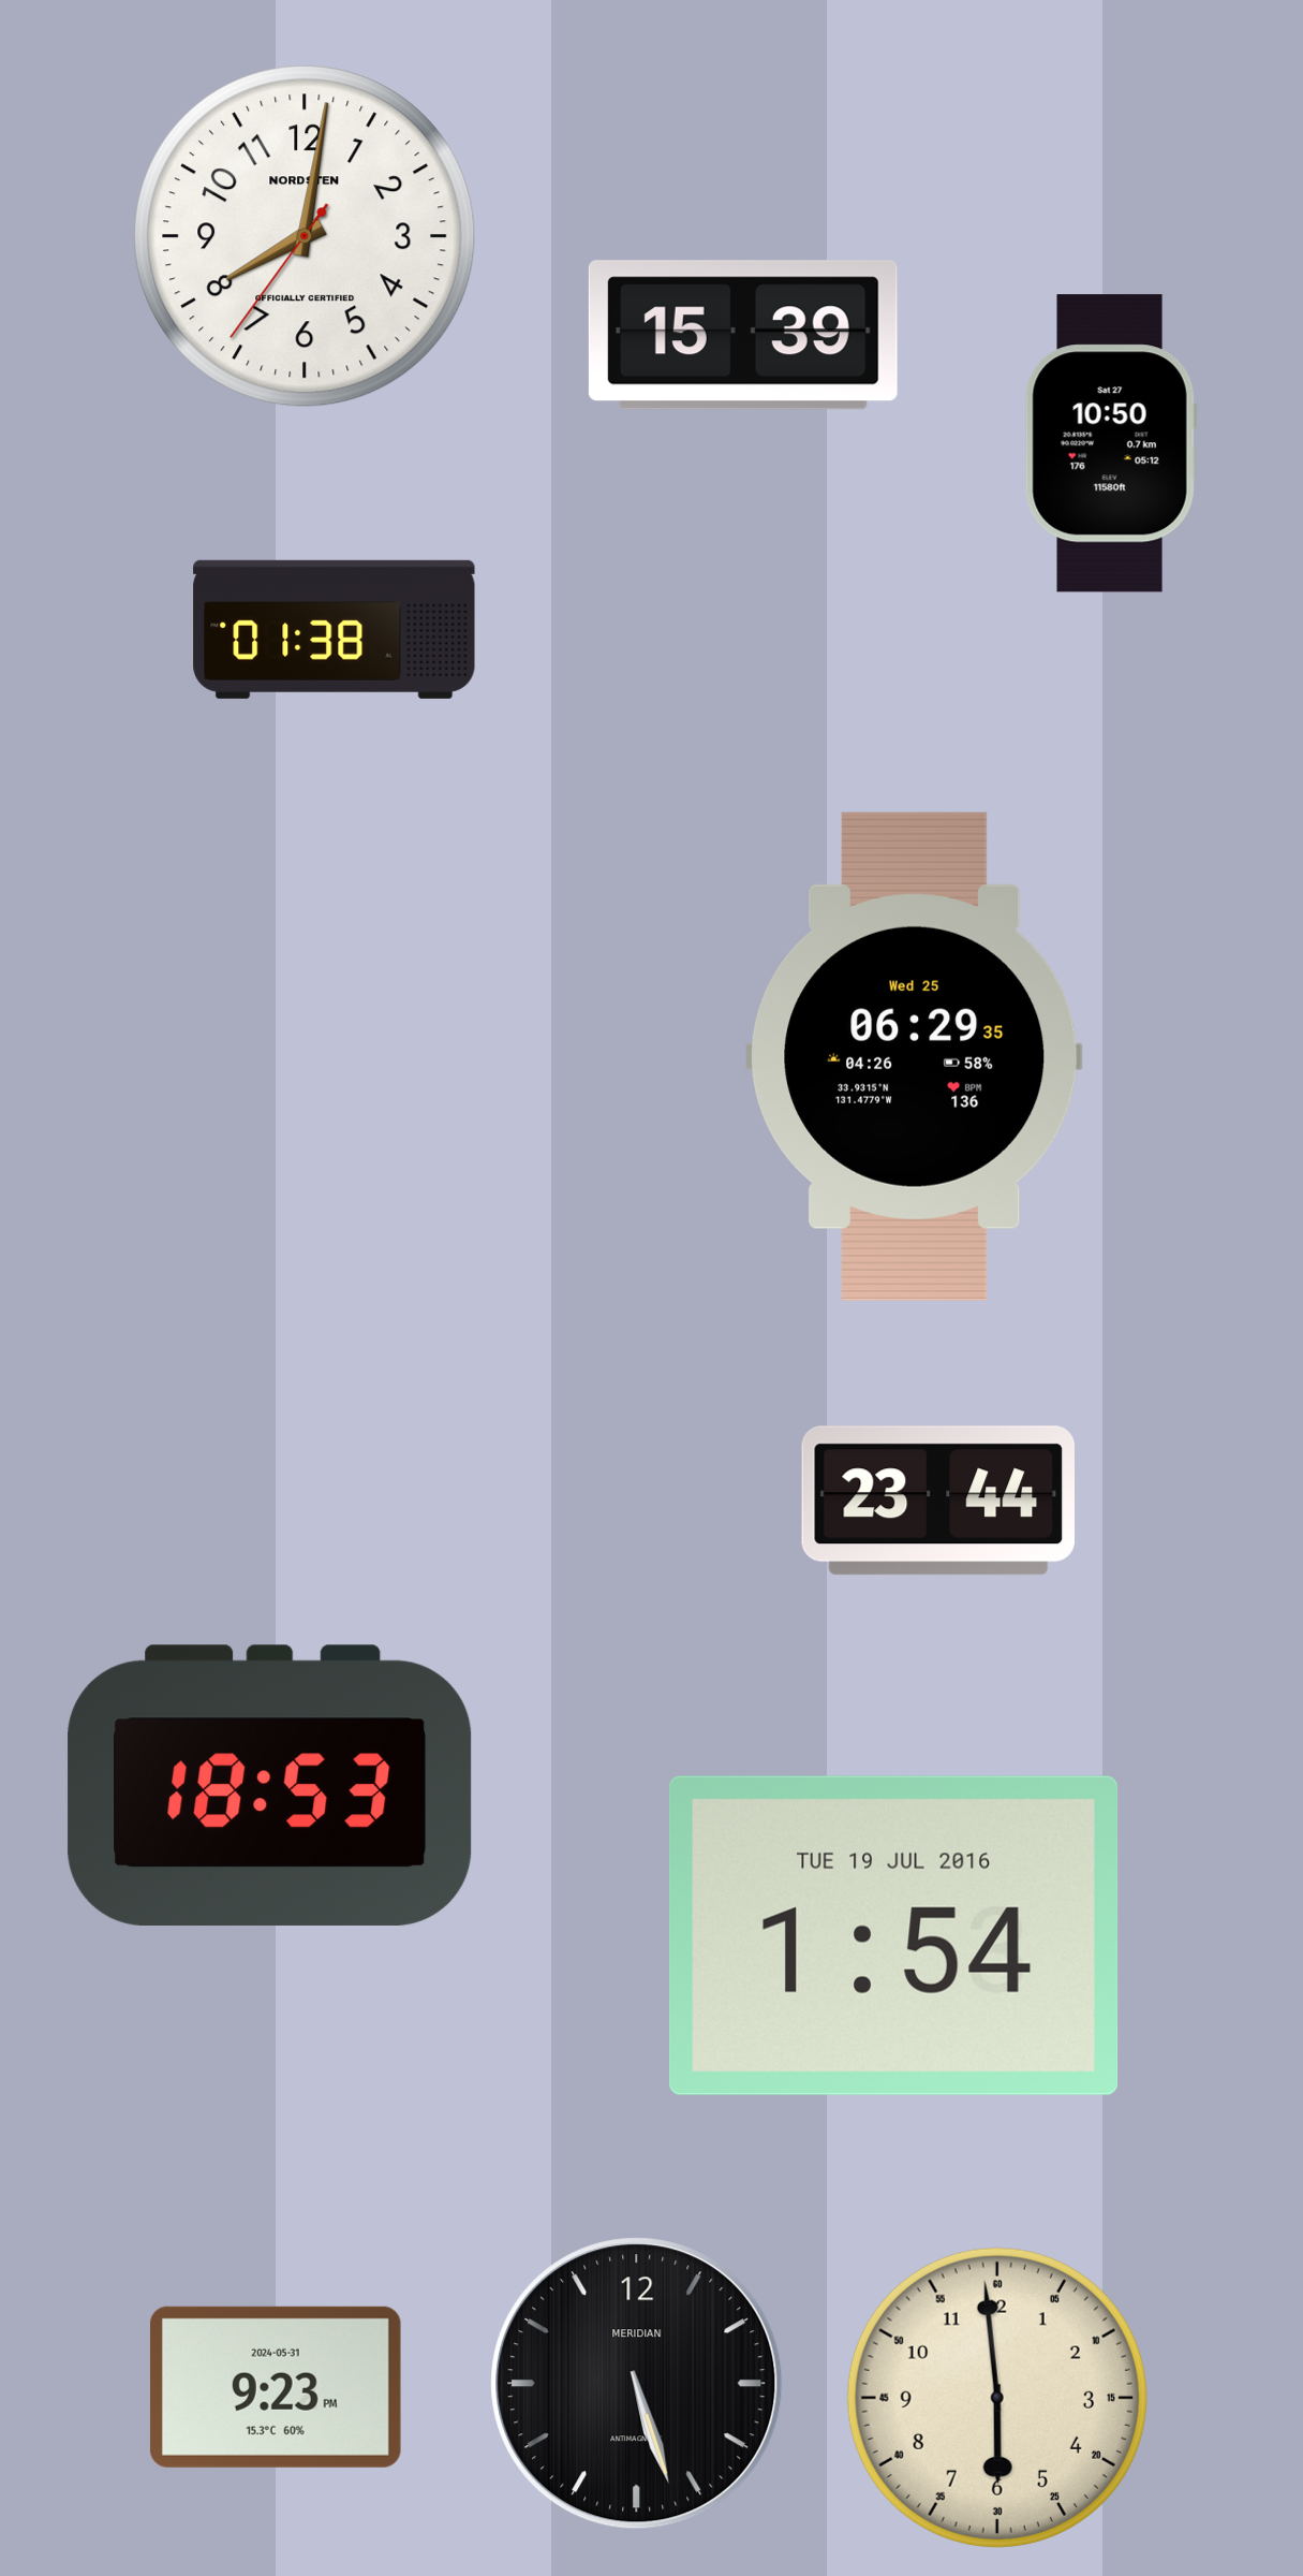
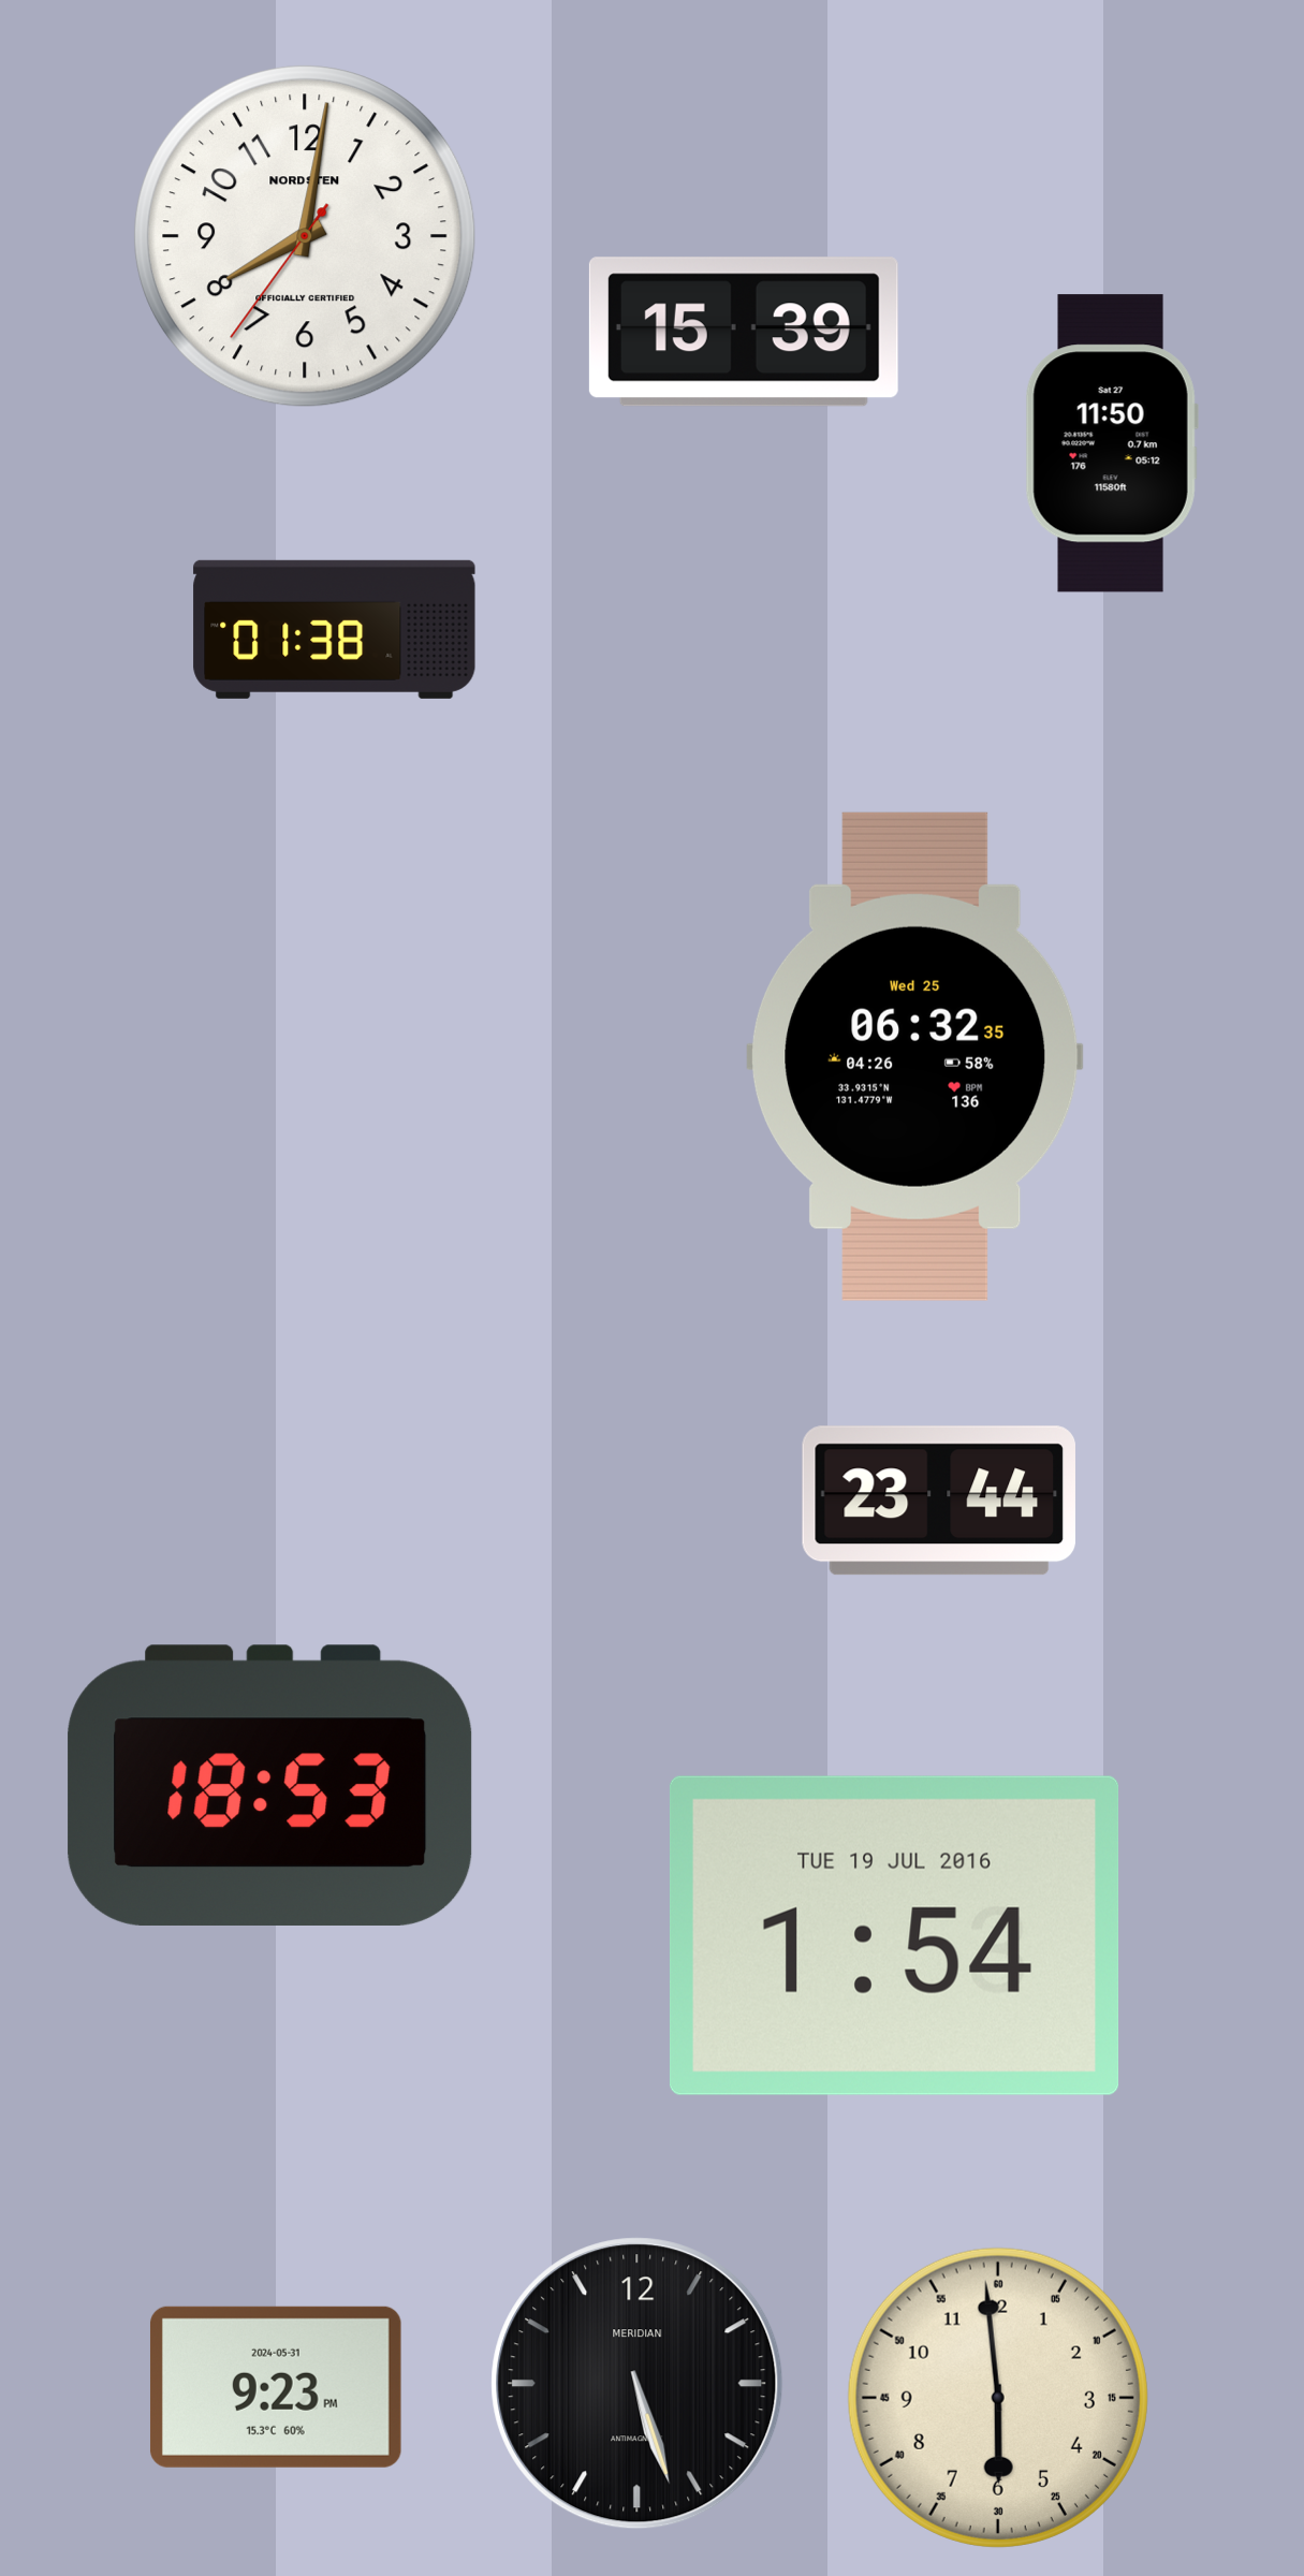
clock at (743, 335) position: (743, 335) -> (744, 332)
clock at (1111, 443): 10:50 -> 11:50
clock at (915, 1056): 06:29 -> 06:32
